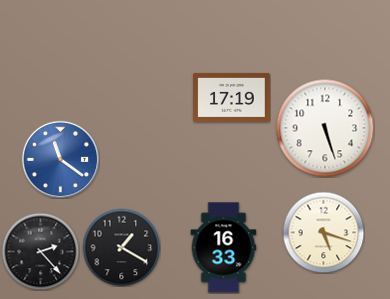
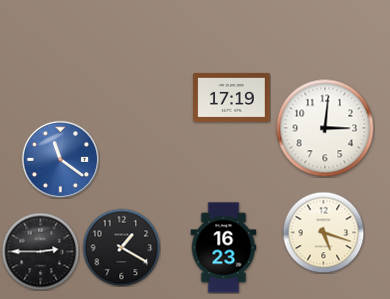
clock at (325, 128): 5:27 -> 3:01
clock at (224, 248): 16:33 -> 16:23
clock at (40, 251): 2:23 -> 2:45
